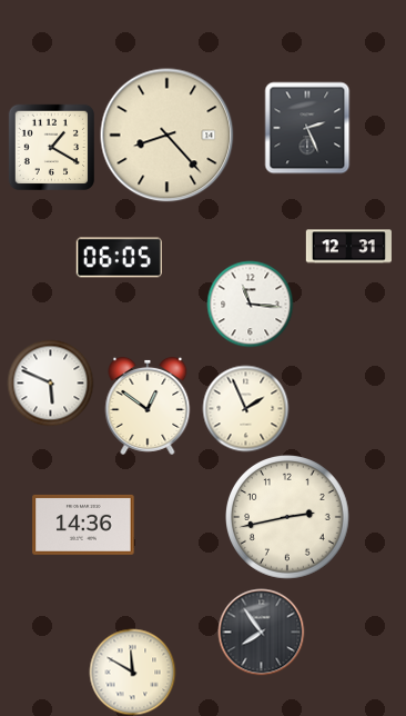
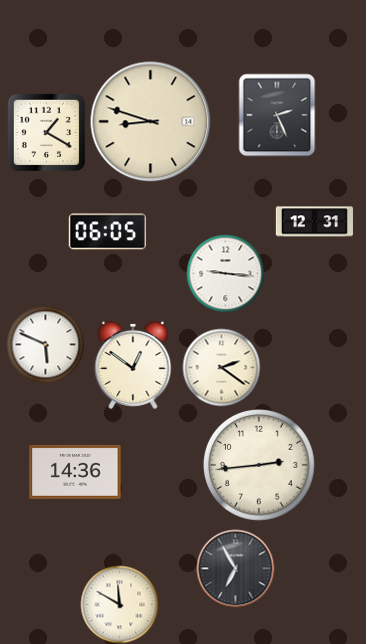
clock at (168, 136): 8:23 -> 8:48
clock at (250, 304): 11:16 -> 9:16
clock at (245, 408): 1:56 -> 2:21
clock at (288, 518): 2:43 -> 2:44
clock at (261, 632): 7:54 -> 6:55
